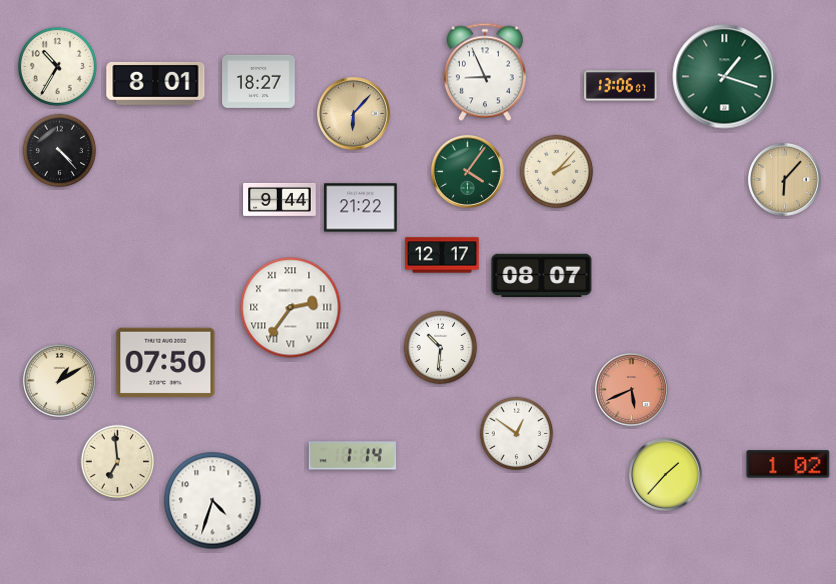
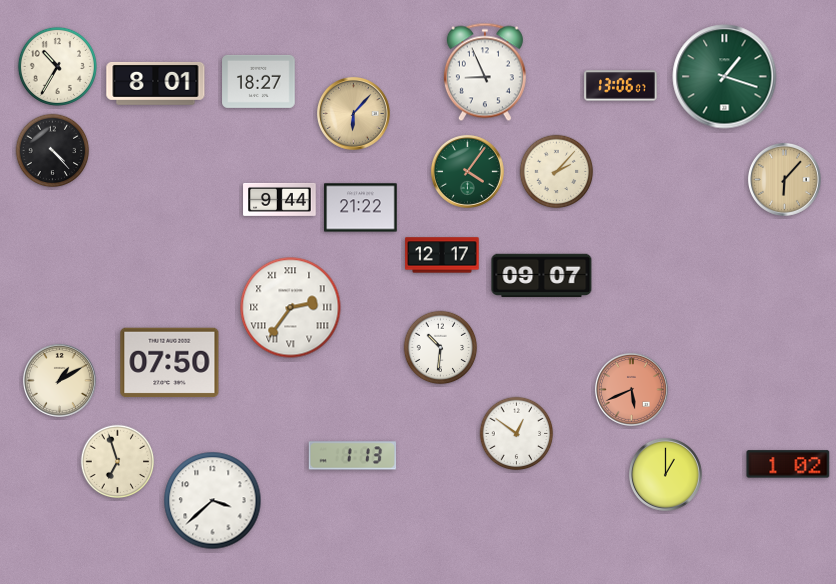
clock at (60, 151) position: (60, 151) -> (53, 151)
clock at (542, 276): 08:07 -> 09:07
clock at (166, 363) position: (166, 363) -> (170, 363)
clock at (353, 456): 1:14 -> 1:13
clock at (118, 462): 6:59 -> 6:57
clock at (665, 474): 1:37 -> 1:00
clock at (213, 501): 4:33 -> 3:38
